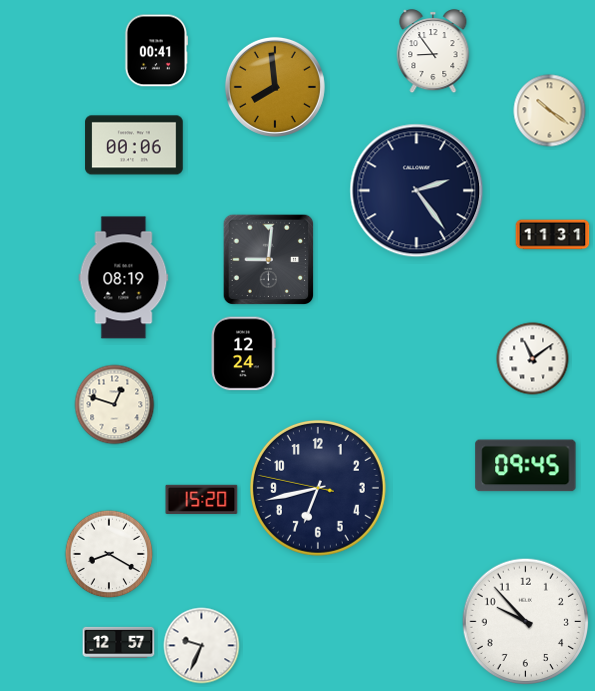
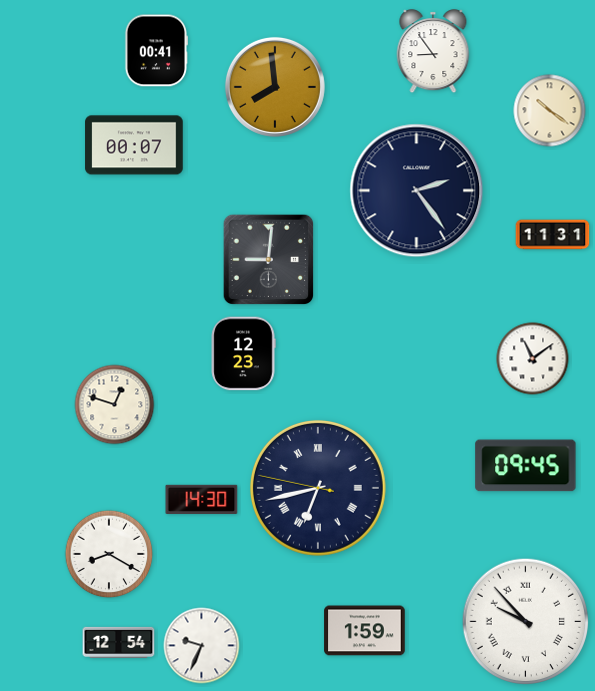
clock at (134, 145): 00:06 -> 00:07
clock at (124, 278): 08:19 -> none
clock at (243, 354): 12:24 -> 12:23
clock at (318, 488) numerals: Arabic -> Roman
clock at (202, 499): 15:20 -> 14:30
clock at (526, 622) numerals: Arabic -> Roman
clock at (365, 631): none -> 1:59
clock at (119, 642): 12:57 -> 12:54
